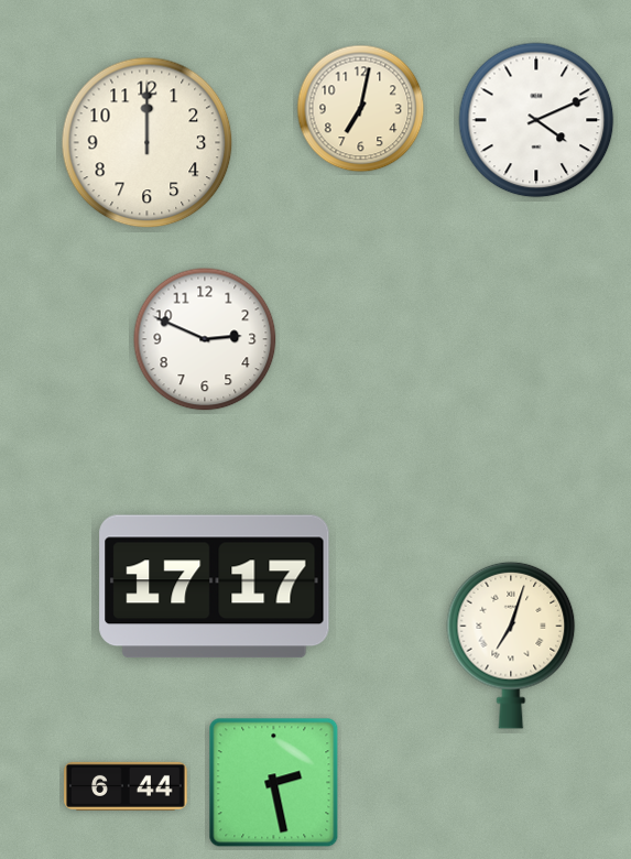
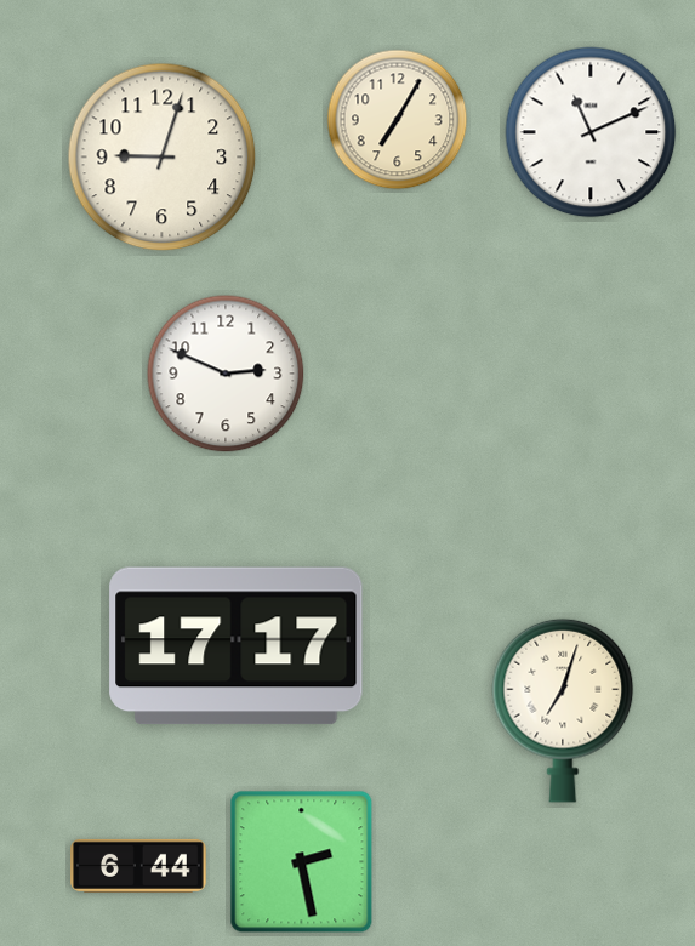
clock at (361, 109): 7:02 -> 7:05
clock at (536, 120): 4:11 -> 11:11
clock at (148, 143): 12:00 -> 9:03
